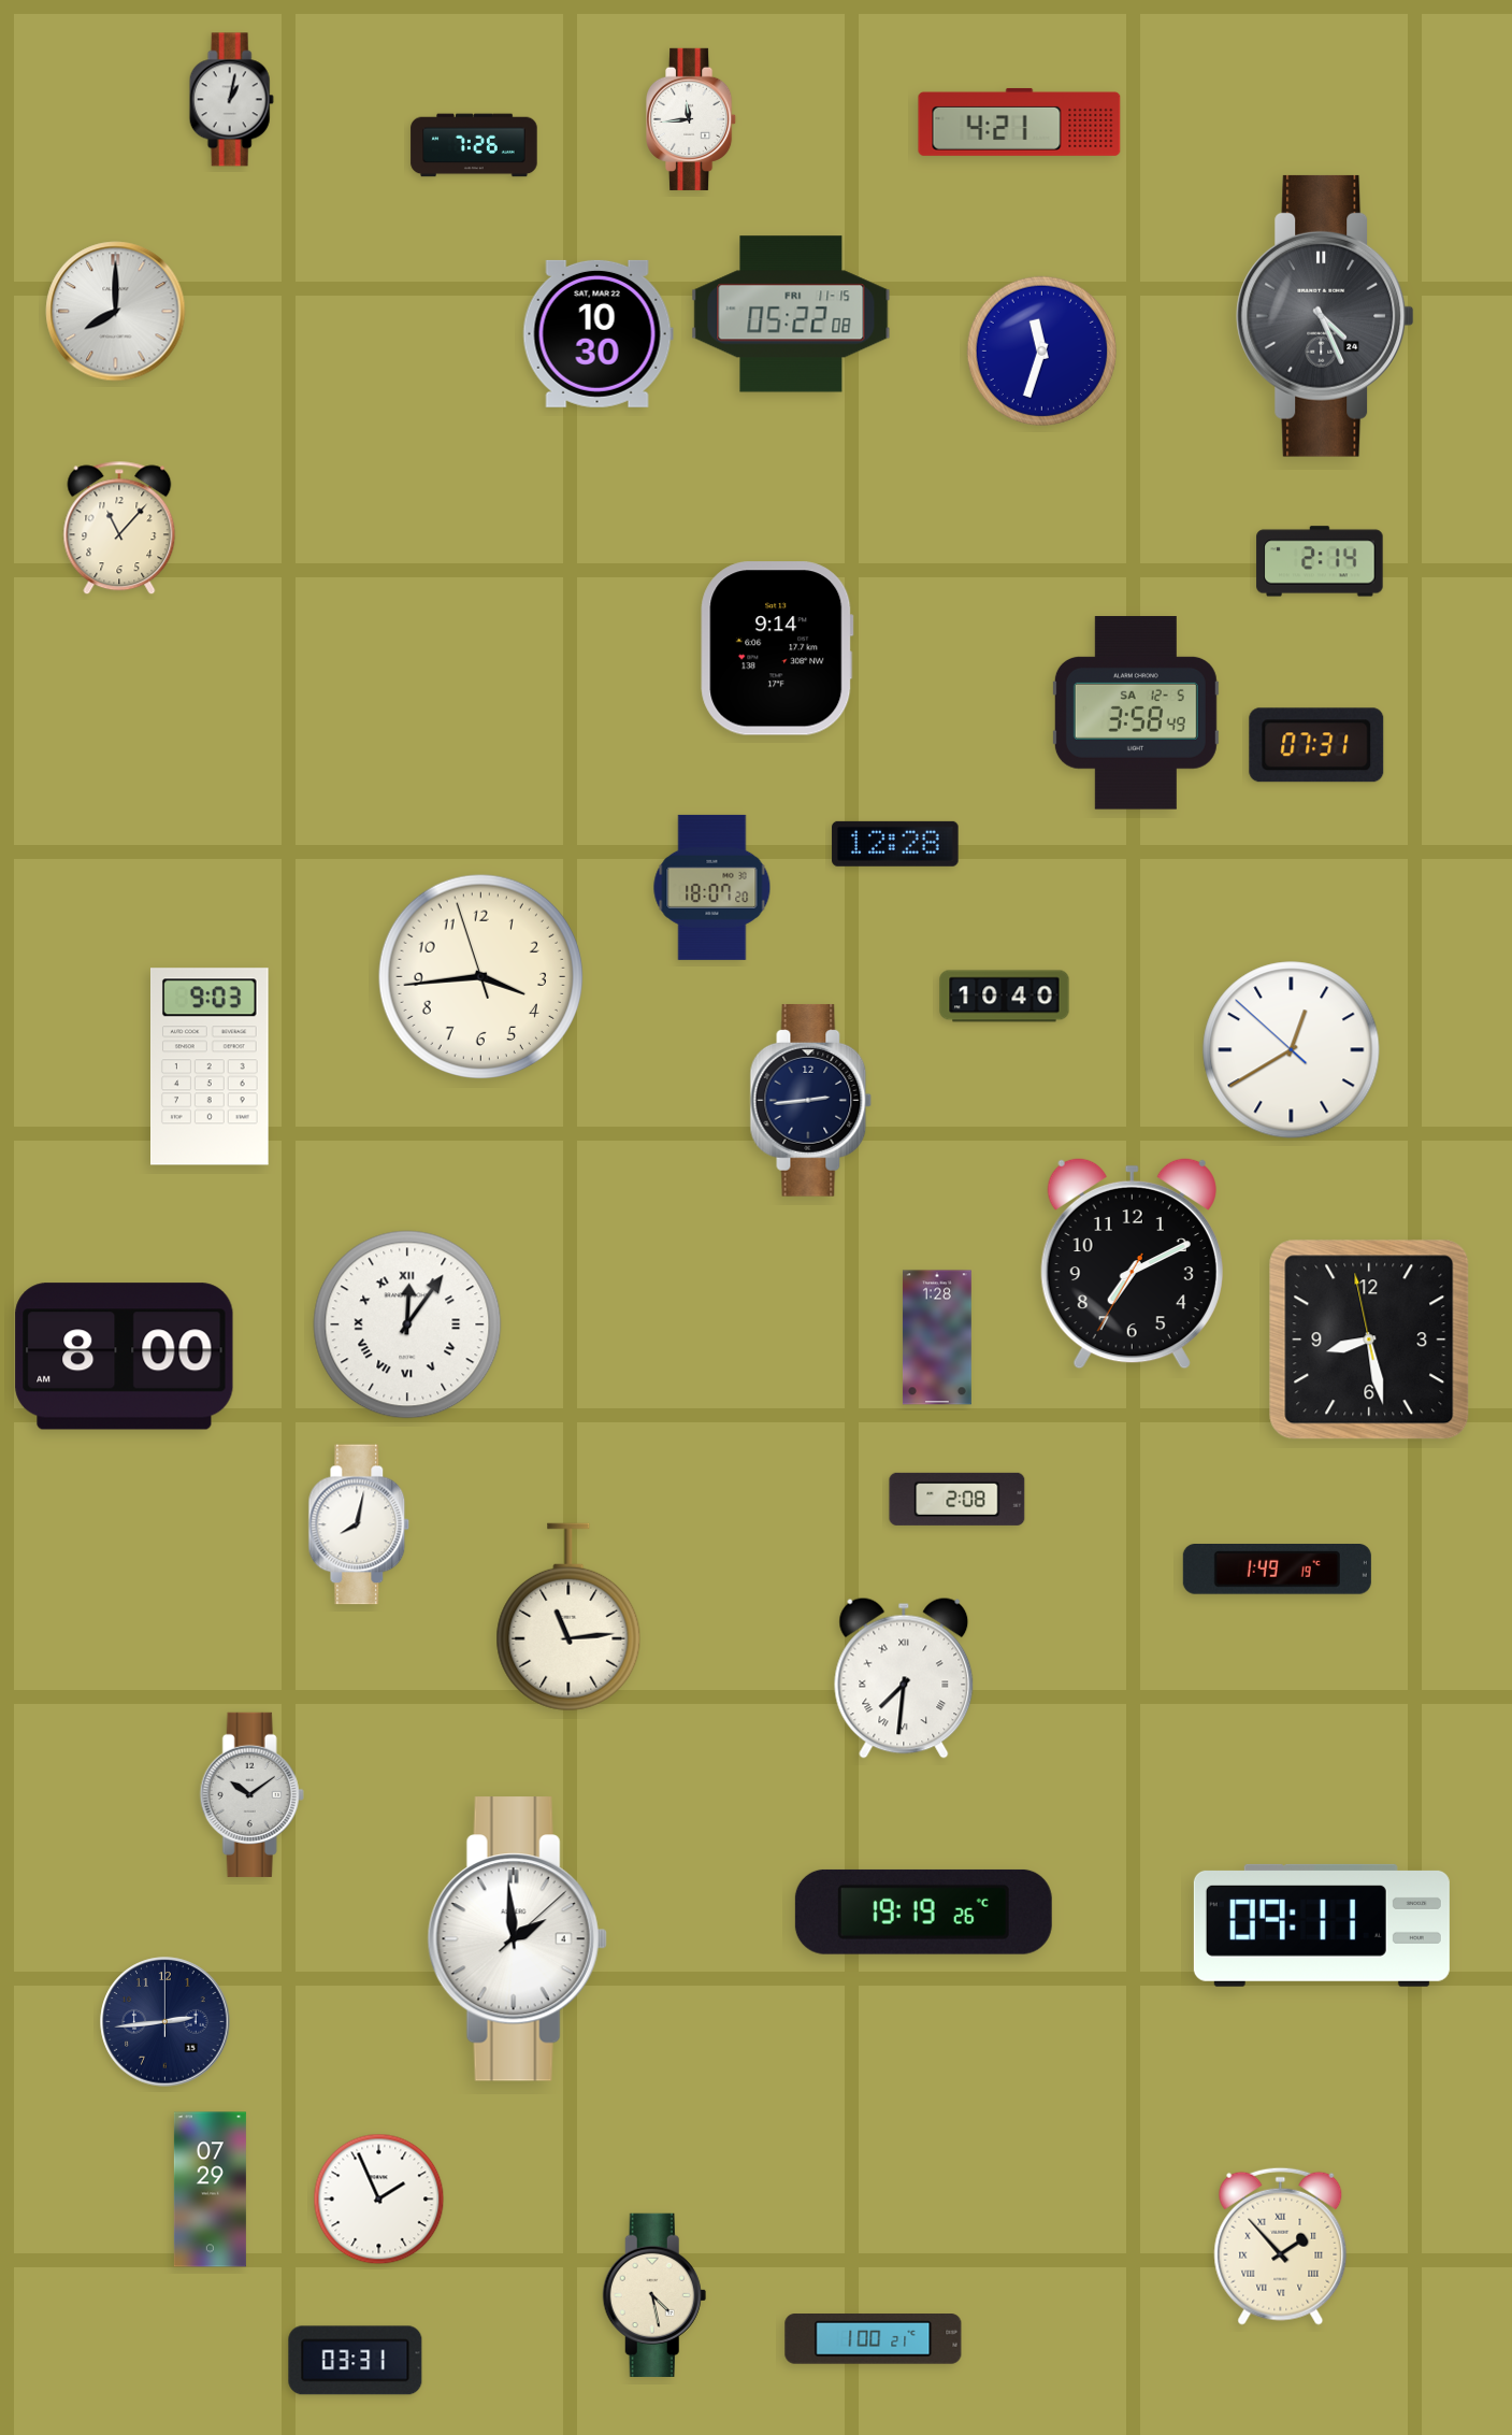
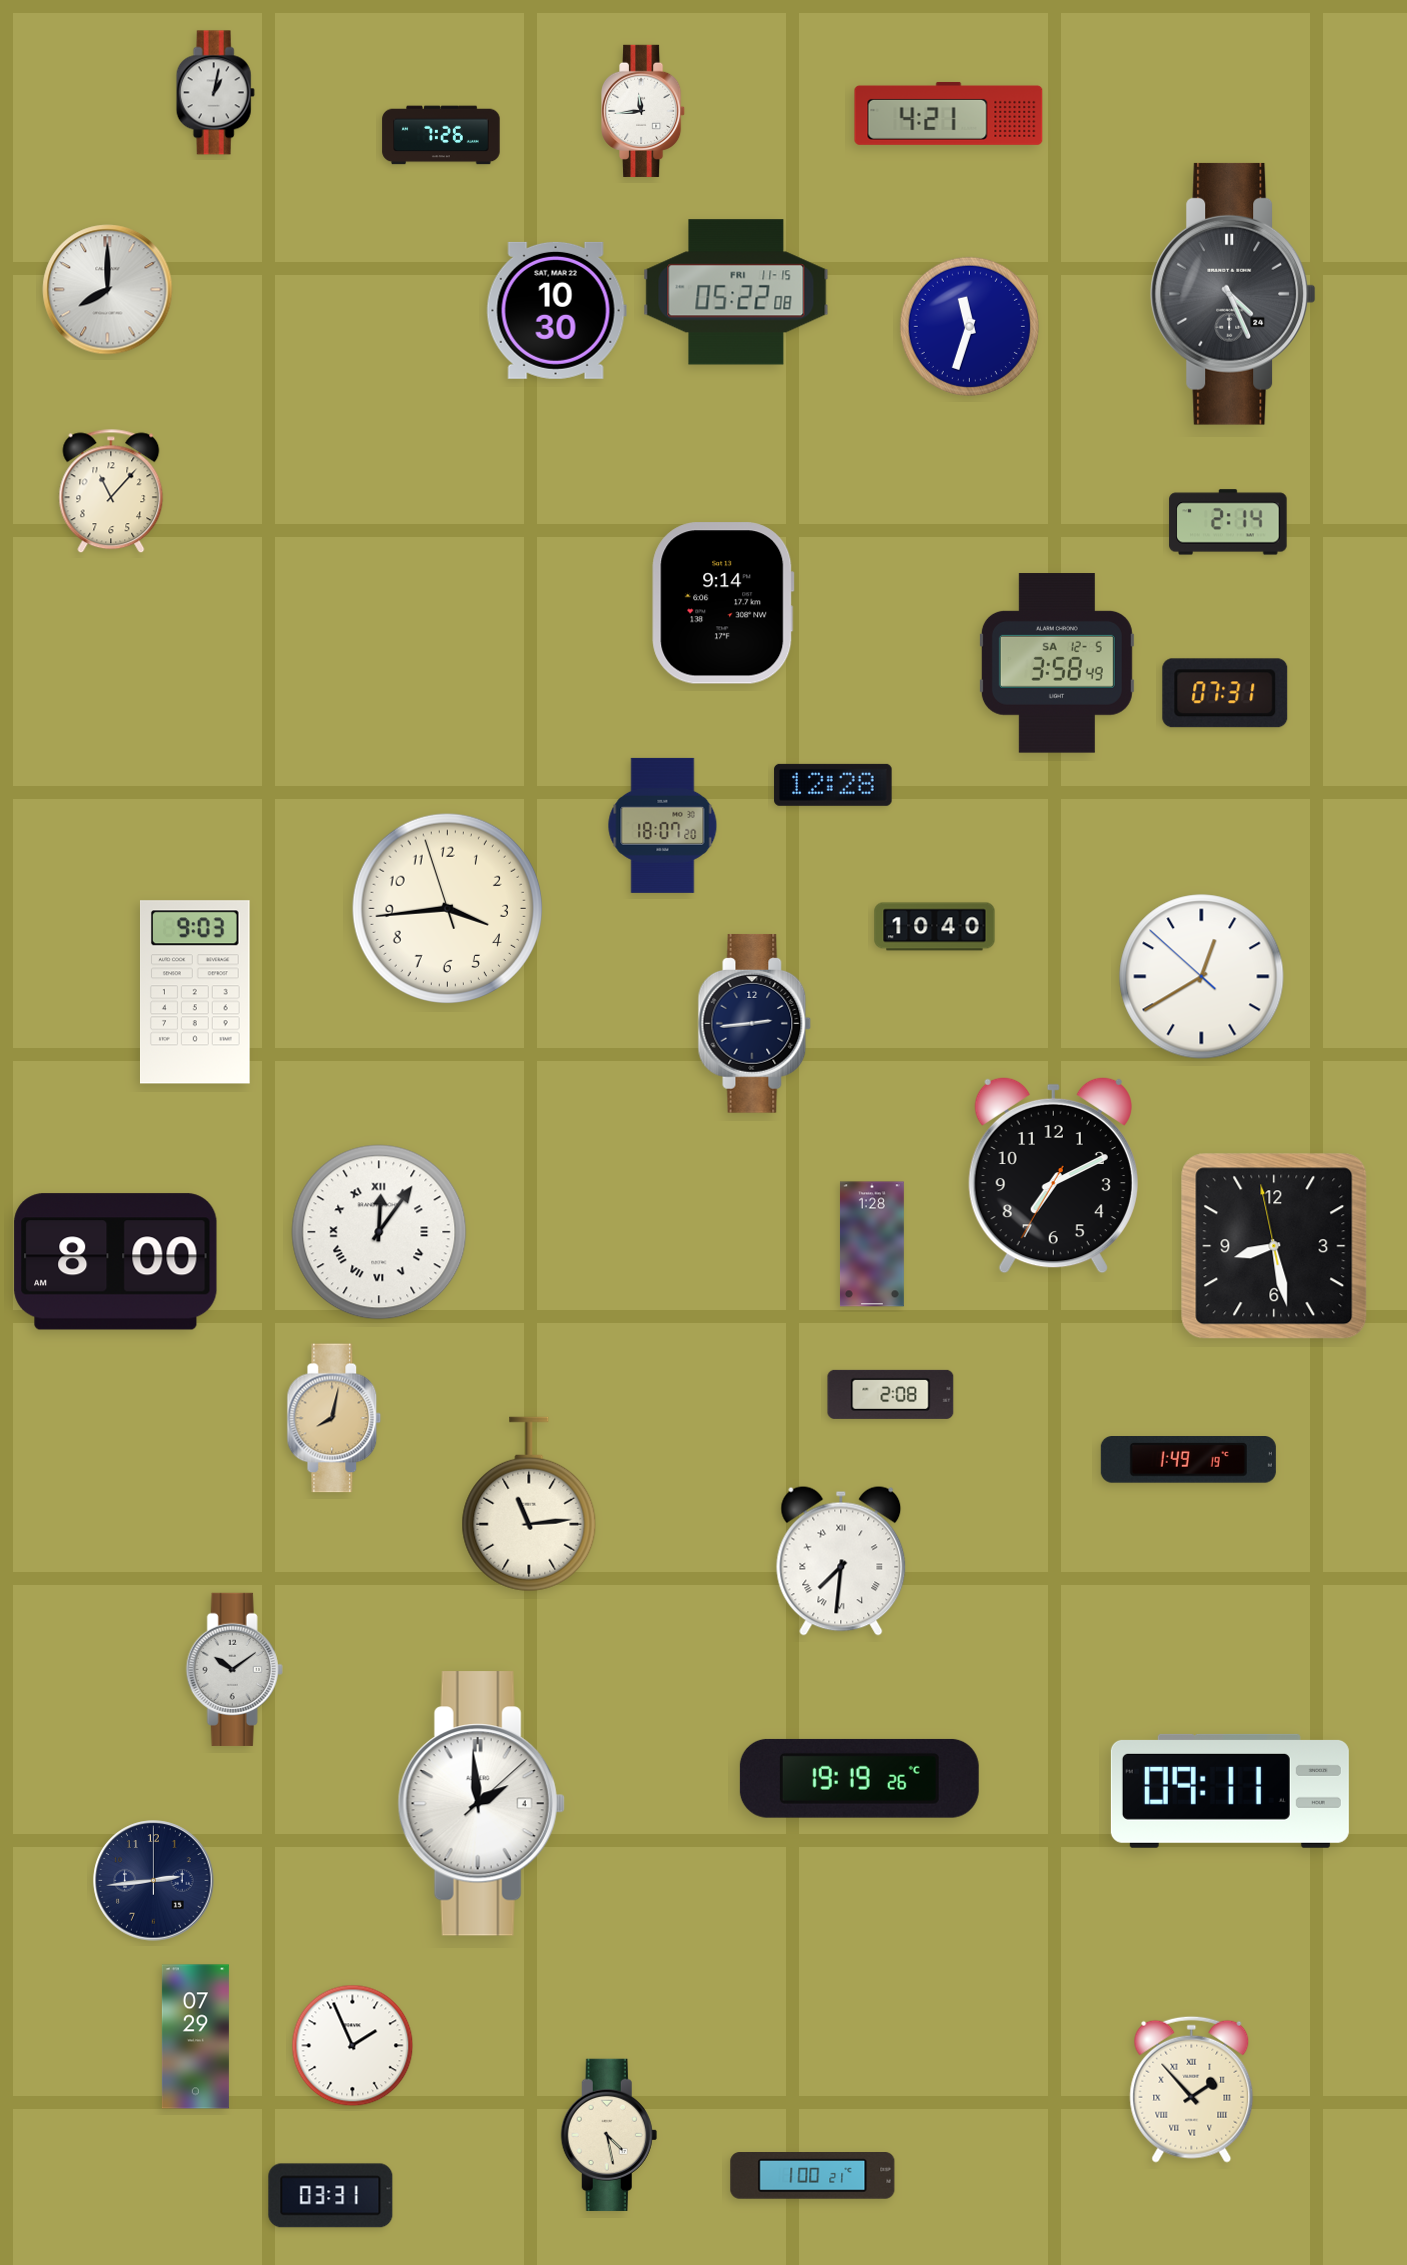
clock at (359, 1524) dial: white -> champagne
